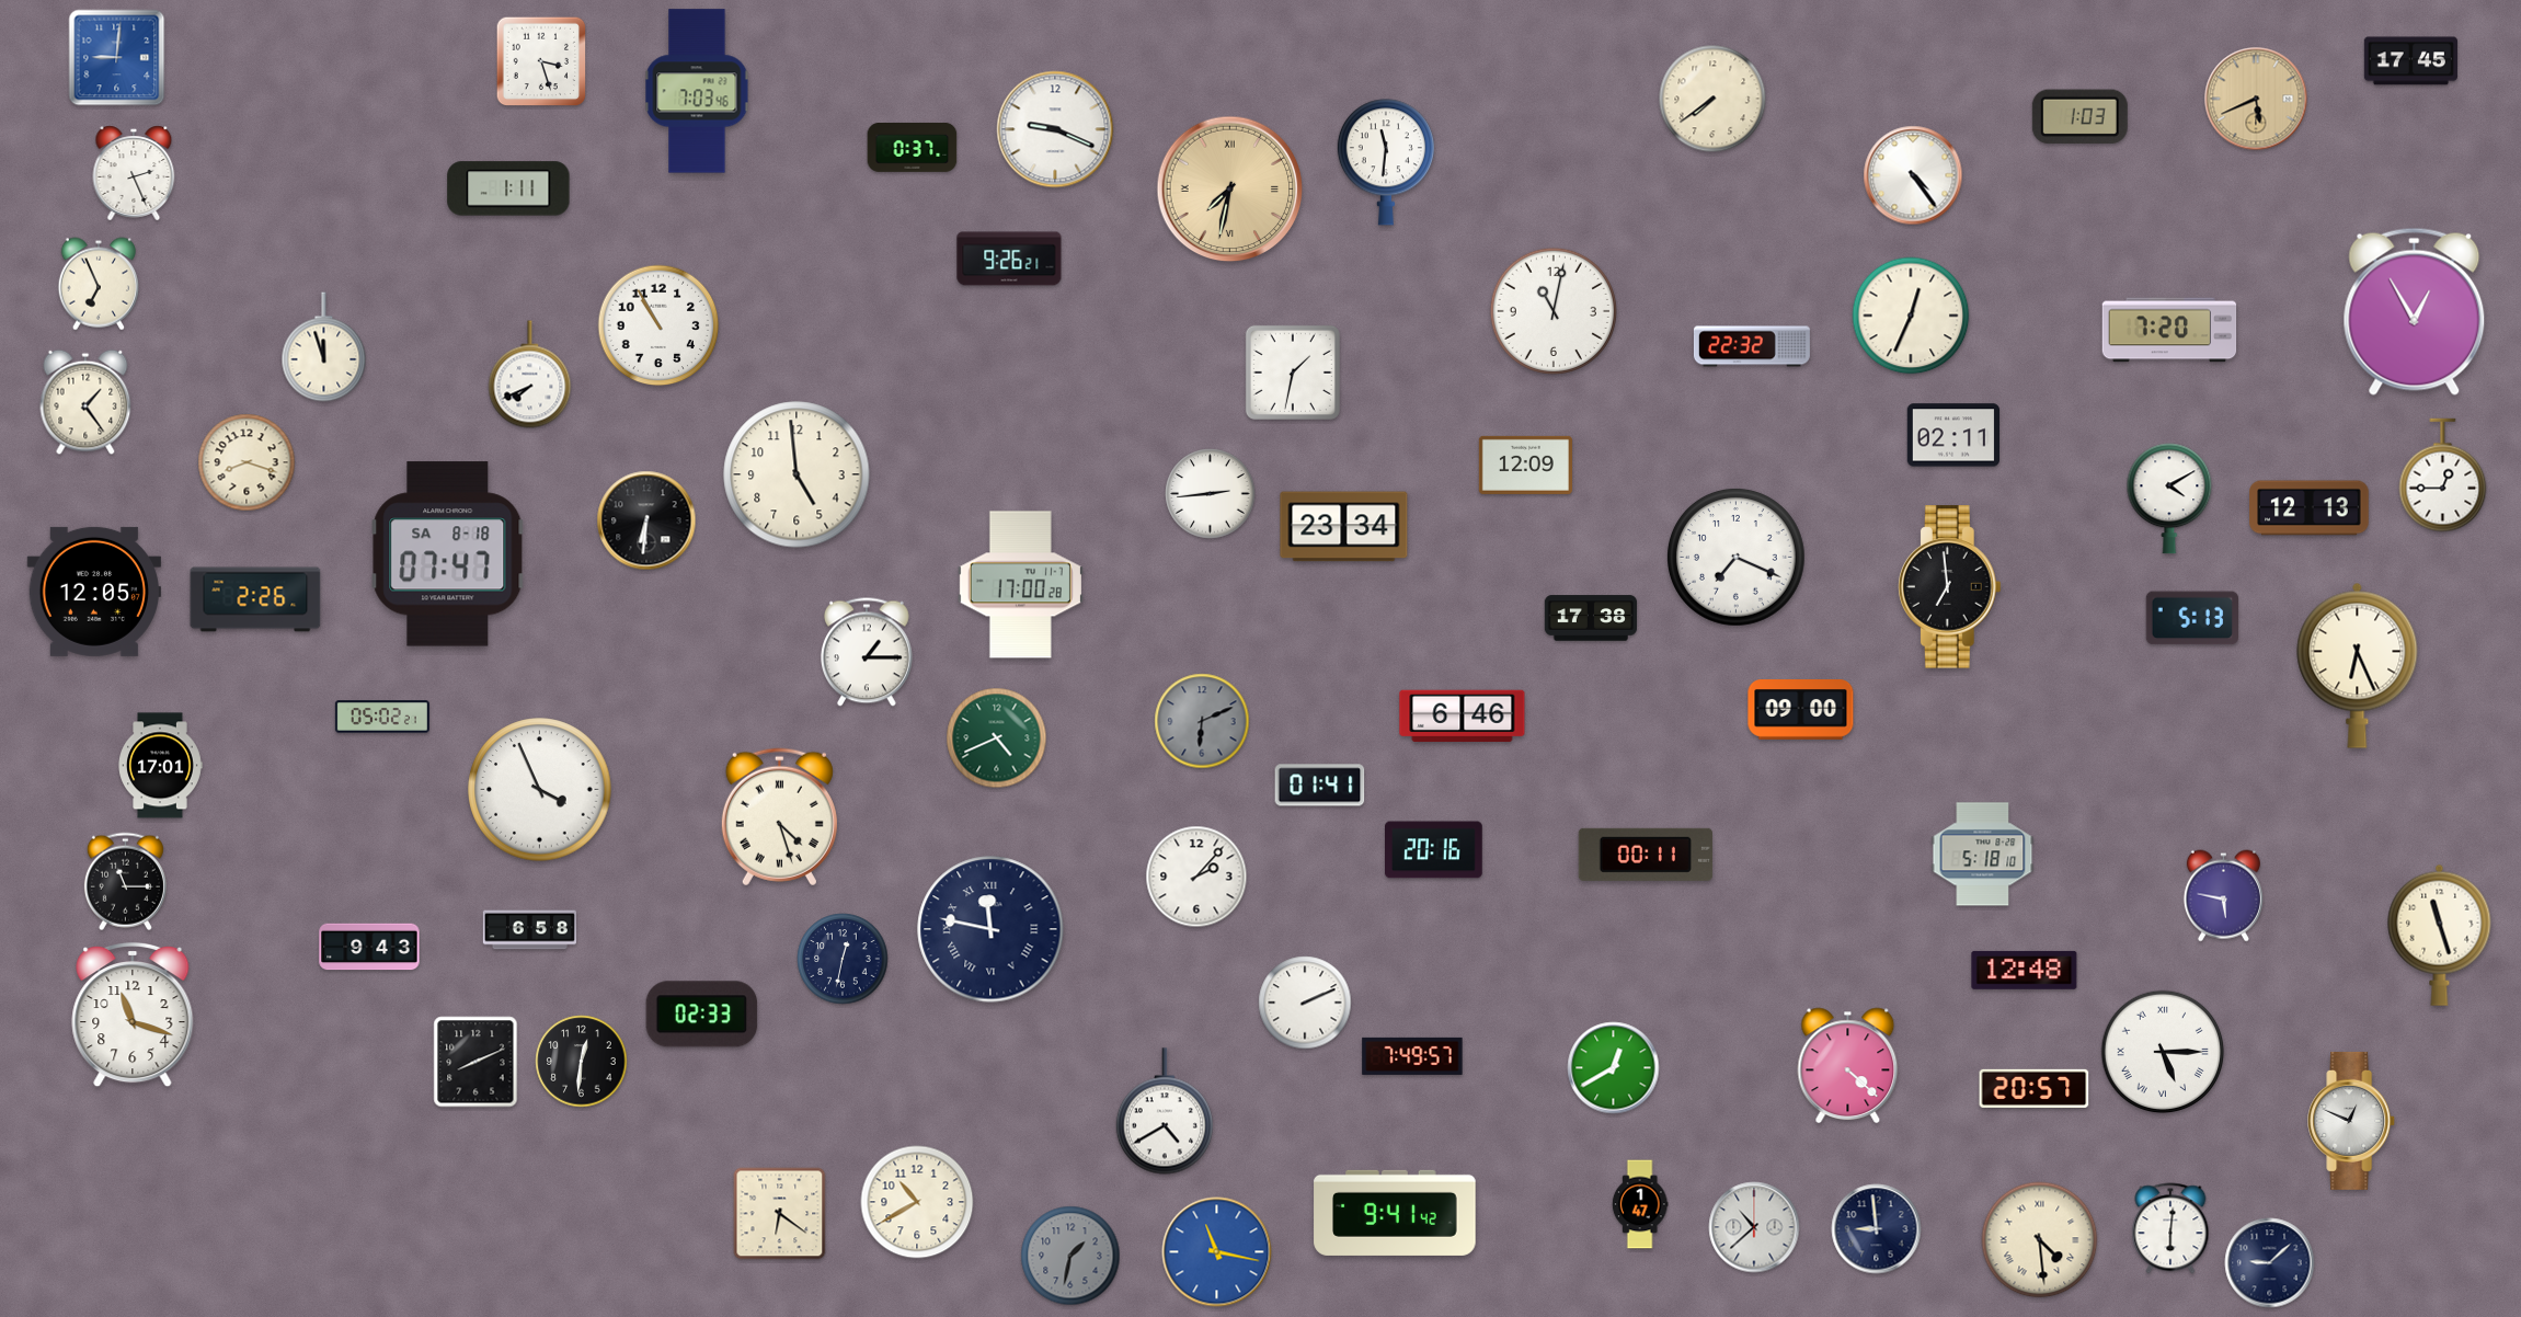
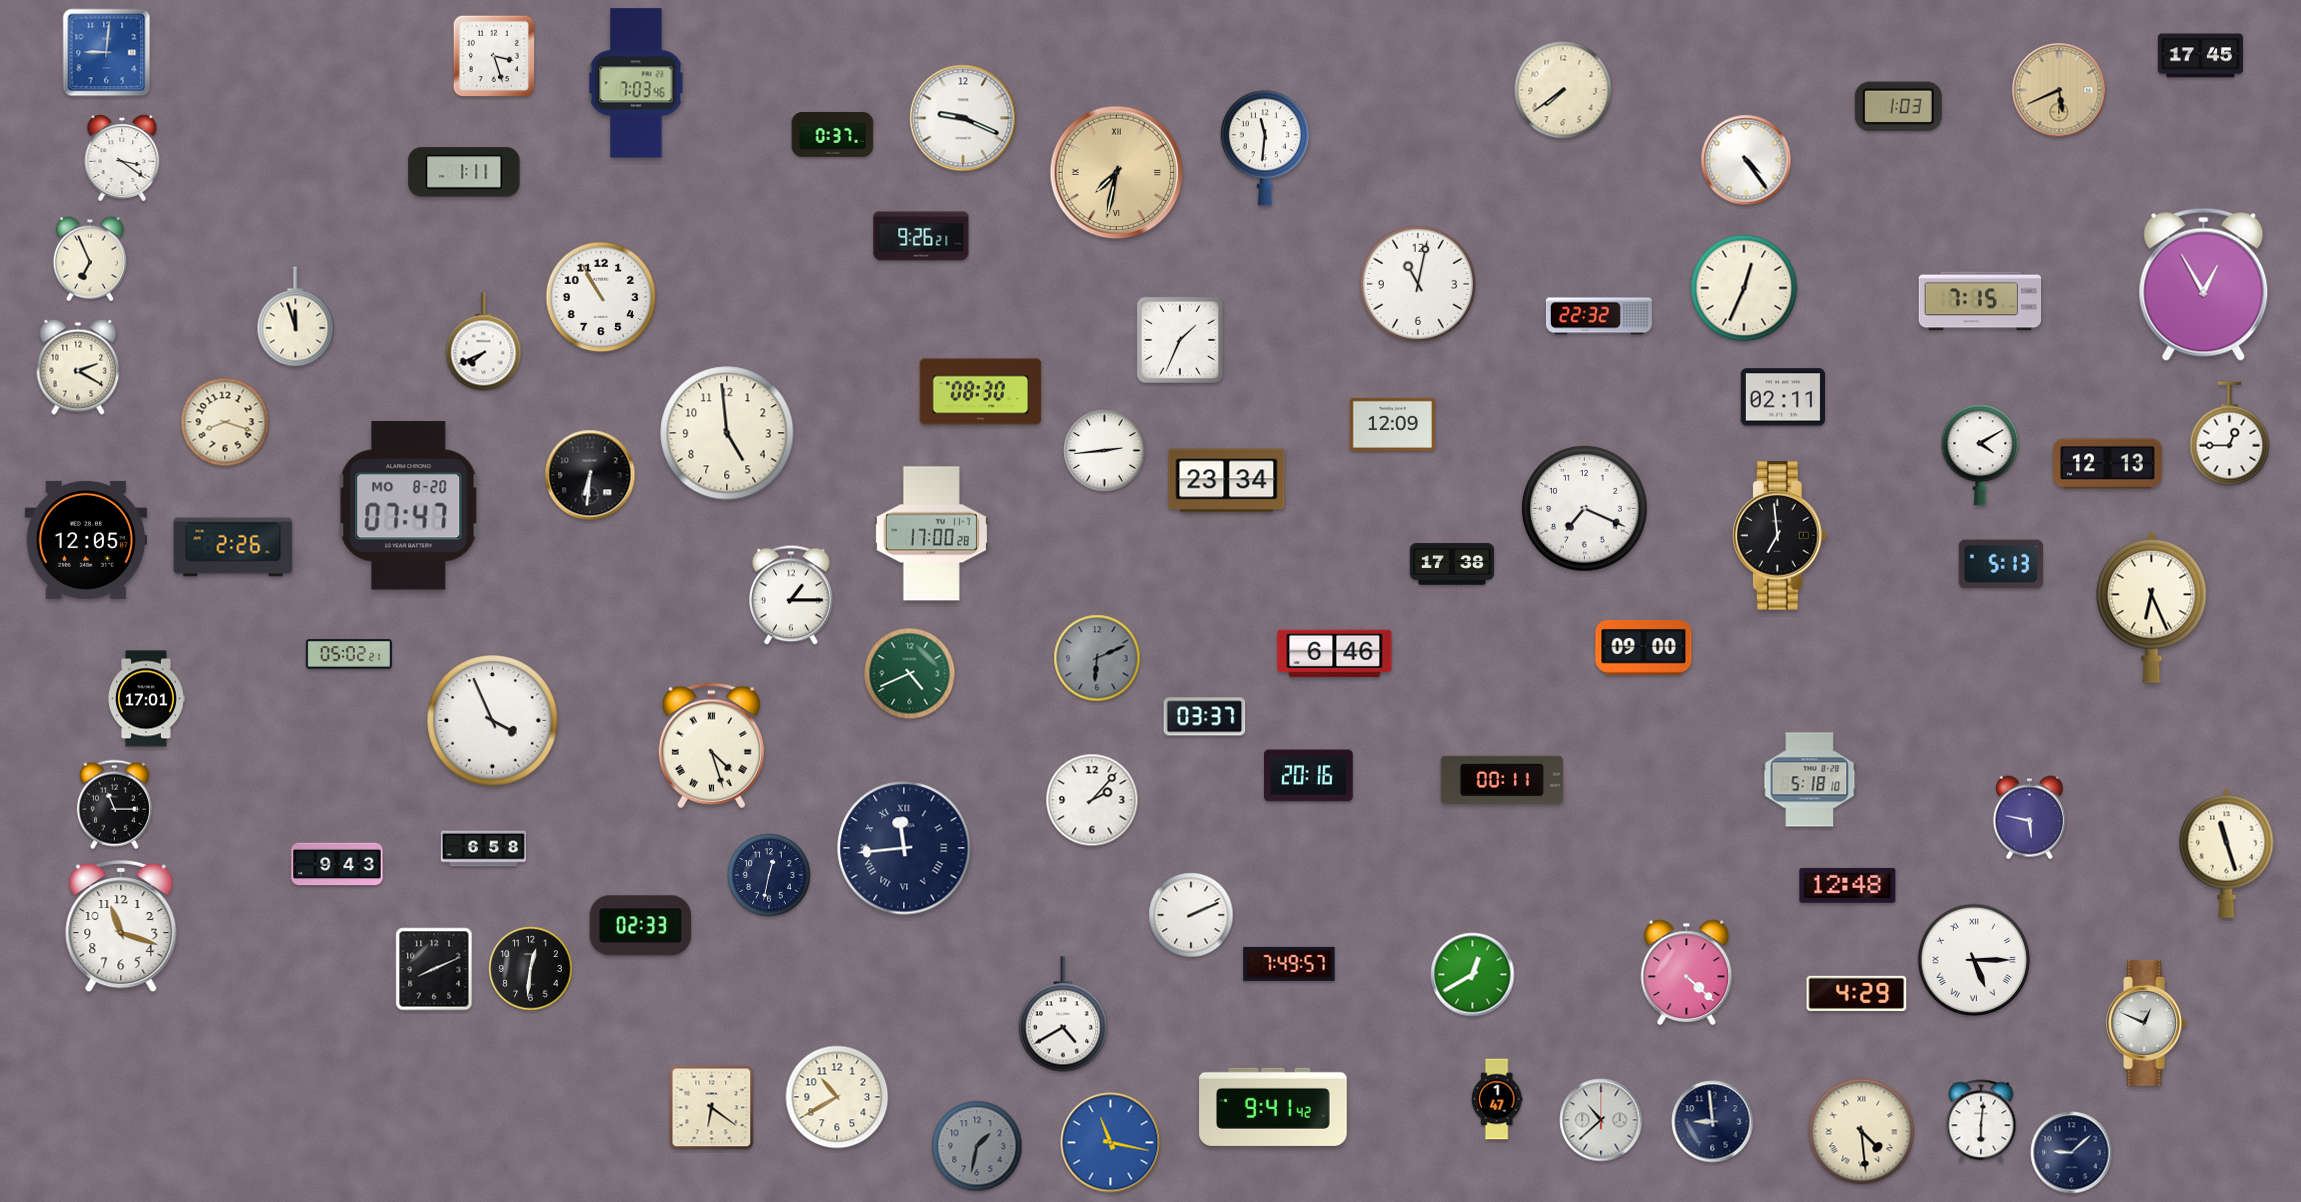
clock at (134, 173): 2:26 -> 3:21
clock at (1230, 190) position: (1230, 190) -> (1117, 173)
clock at (2169, 330): 7:20 -> 7:15
clock at (1293, 373): 1:32 -> 1:34
clock at (85, 402): 1:24 -> 2:20
clock at (981, 392): none -> 08:30
clock at (448, 554) date: SA 8-18 -> MO 8-20
clock at (1320, 786): 01:41 -> 03:37
clock at (990, 929): 11:47 -> 11:44
clock at (2035, 1088): 20:57 -> 4:29
